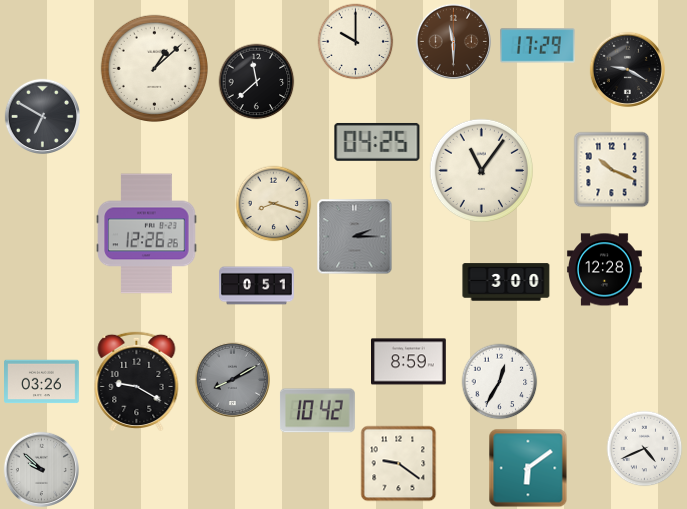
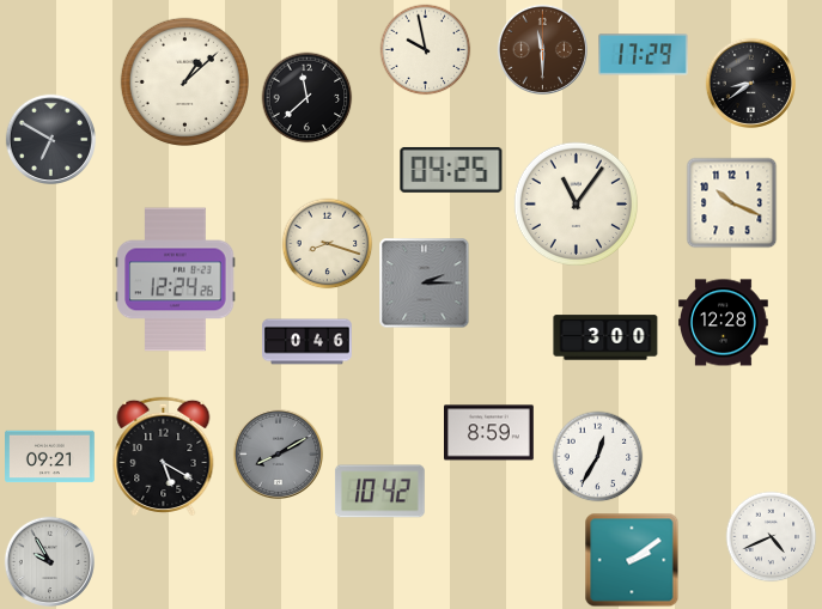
clock at (356, 42): 10:00 -> 9:58
clock at (627, 69): 9:20 -> 8:39
clock at (147, 234): 12:26 -> 12:24
clock at (257, 286): 0:51 -> 0:46
clock at (137, 380): 9:20 -> 5:20
clock at (42, 382): 03:26 -> 09:21
clock at (399, 464): 9:21 -> none
clock at (528, 468): 6:09 -> 2:09
clock at (41, 469): 9:52 -> 9:55
